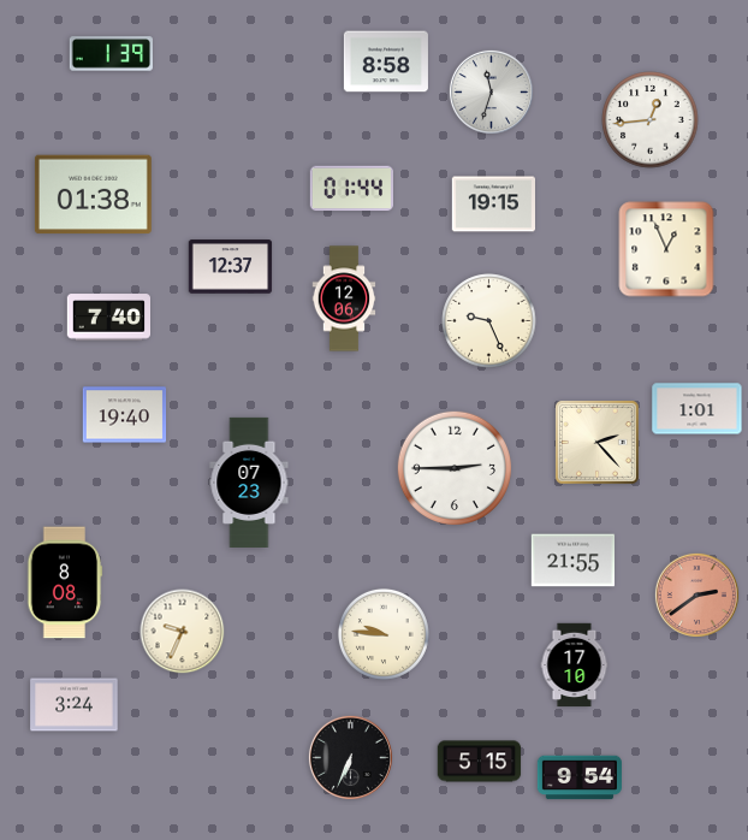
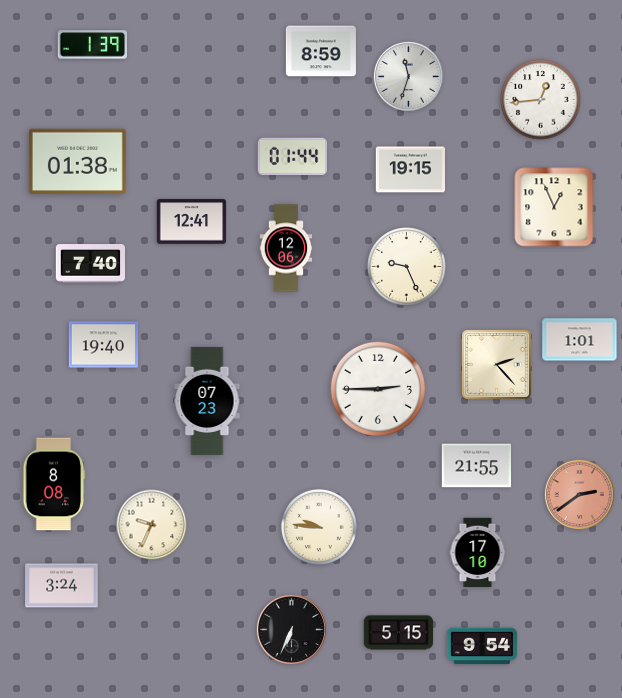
clock at (386, 61): 8:58 -> 8:59
clock at (231, 267): 12:37 -> 12:41
clock at (598, 443) position: (598, 443) -> (497, 365)
